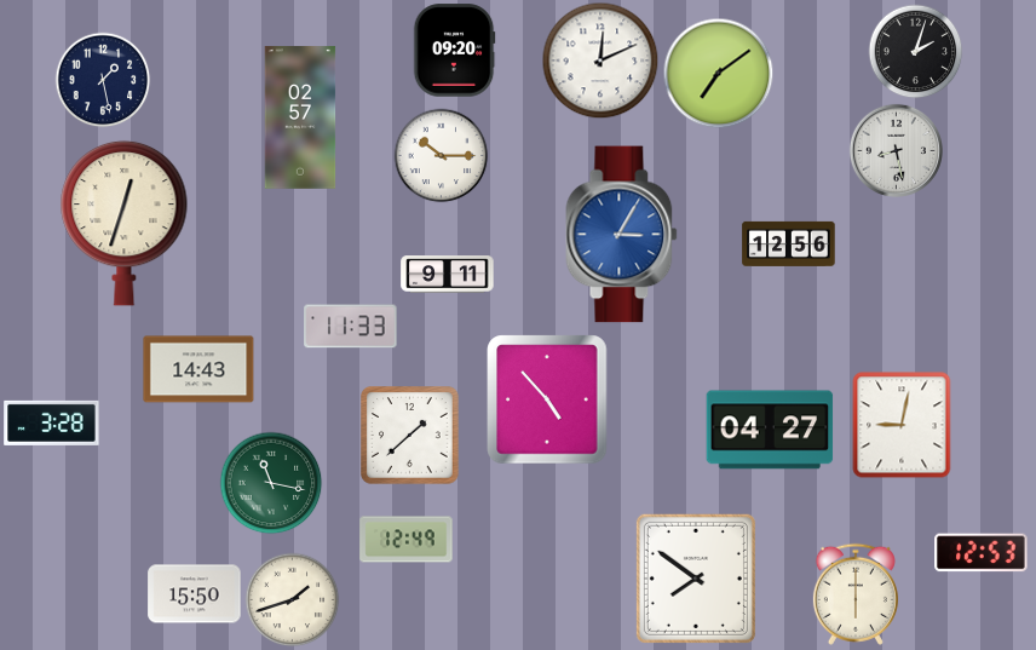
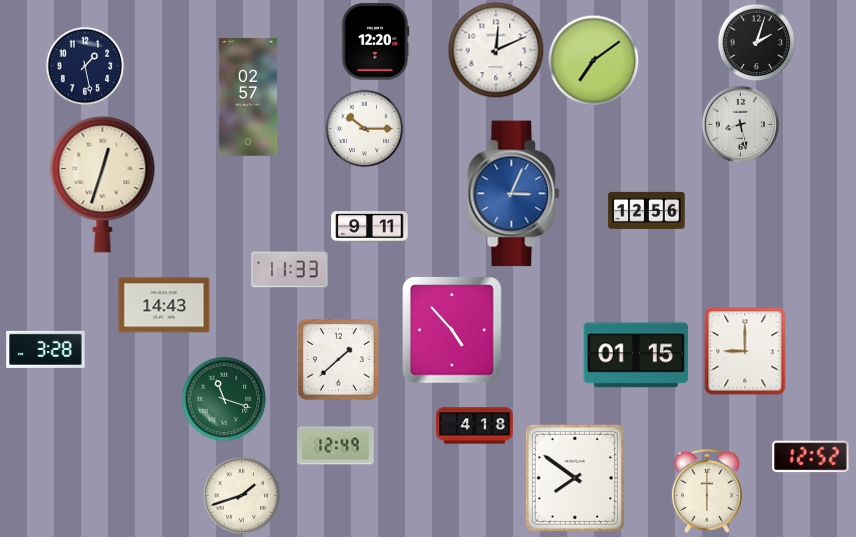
clock at (454, 51): 09:20 -> 12:20
clock at (622, 235): 3:05 -> 3:04
clock at (789, 243) position: (789, 243) -> (647, 210)
clock at (52, 422) position: (52, 422) -> (46, 349)
clock at (902, 425): 9:02 -> 9:00
clock at (770, 430): 04:27 -> 01:15
clock at (271, 483): 11:17 -> 11:18
clock at (475, 426): none -> 4:18
clock at (982, 553): 12:53 -> 12:52
clock at (195, 594): 15:50 -> none
